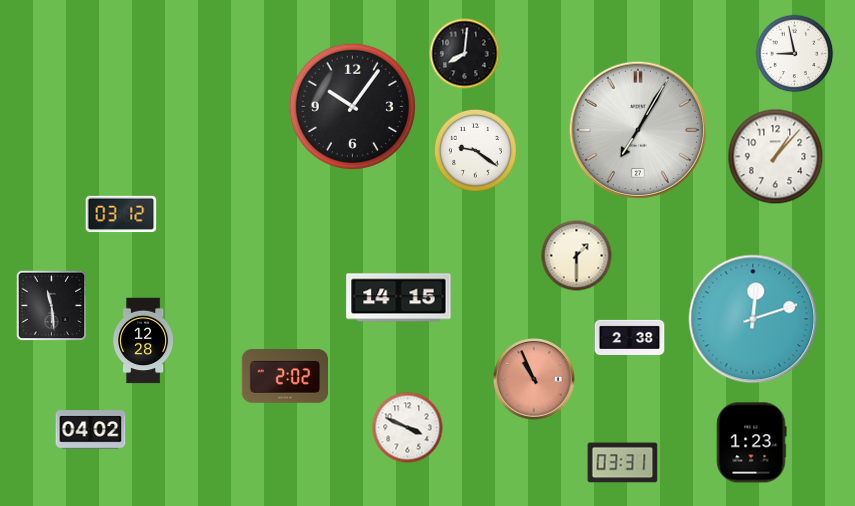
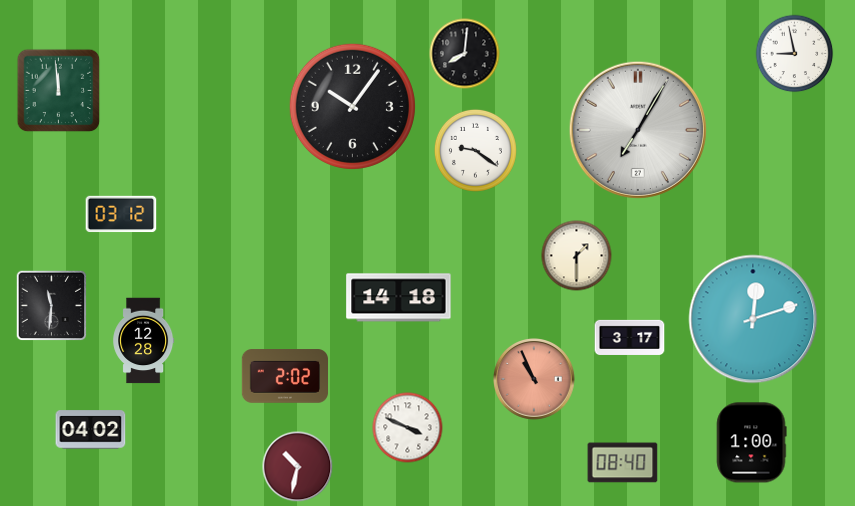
clock at (59, 91): none -> 11:59
clock at (776, 157): 1:07 -> none
clock at (399, 298): 14:15 -> 14:18
clock at (52, 306): 11:29 -> 11:31
clock at (630, 337): 2:38 -> 3:17
clock at (751, 443): 1:23 -> 1:00
clock at (623, 463): 03:31 -> 08:40
clock at (298, 467): none -> 10:32
